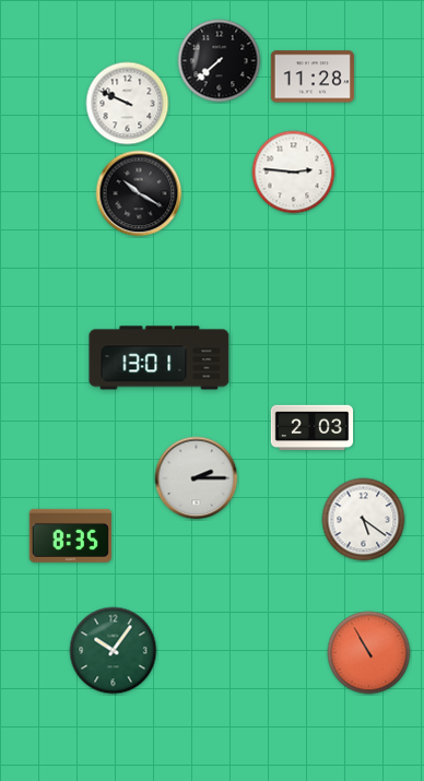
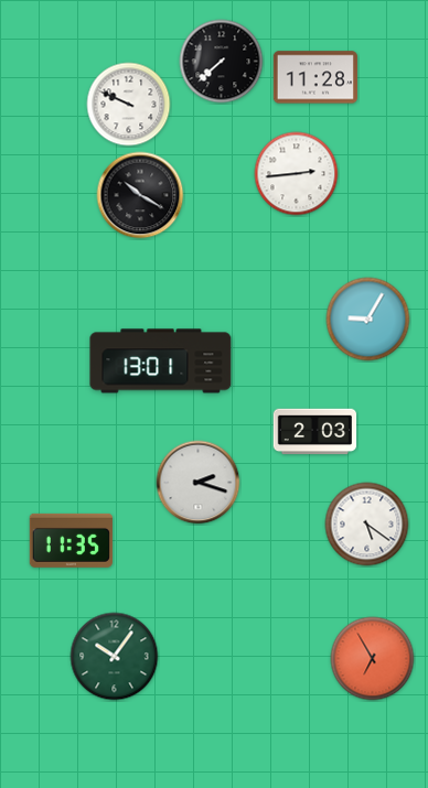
clock at (294, 173): 2:46 -> 2:44
clock at (368, 320): none -> 9:05
clock at (197, 478): 2:15 -> 2:18
clock at (70, 535): 8:35 -> 11:35
clock at (369, 653): 10:55 -> 6:55
